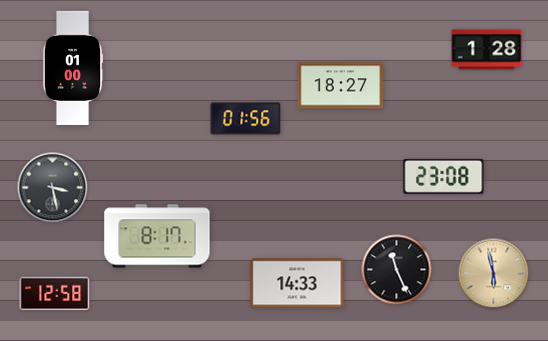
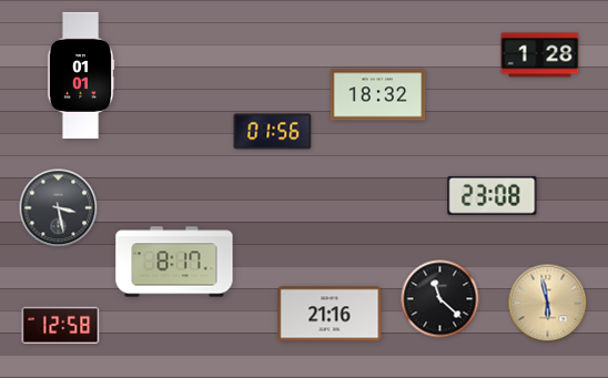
clock at (73, 68): 01:00 -> 01:01
clock at (341, 86): 18:27 -> 18:32
clock at (397, 270): 11:26 -> 11:22
clock at (297, 283): 14:33 -> 21:16
